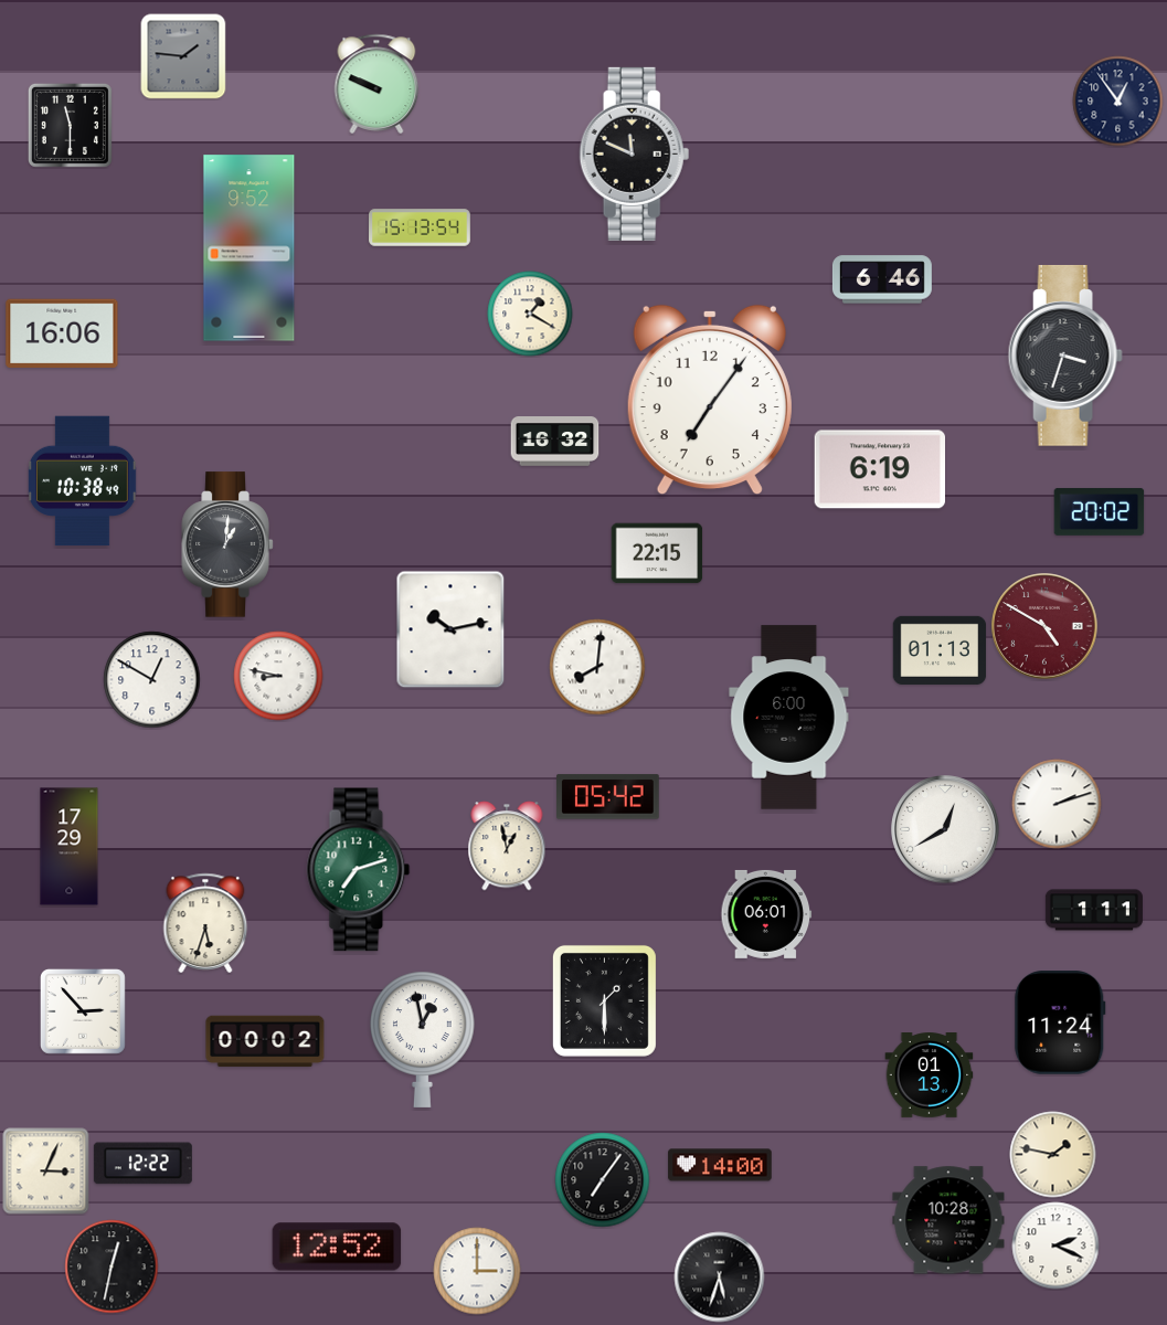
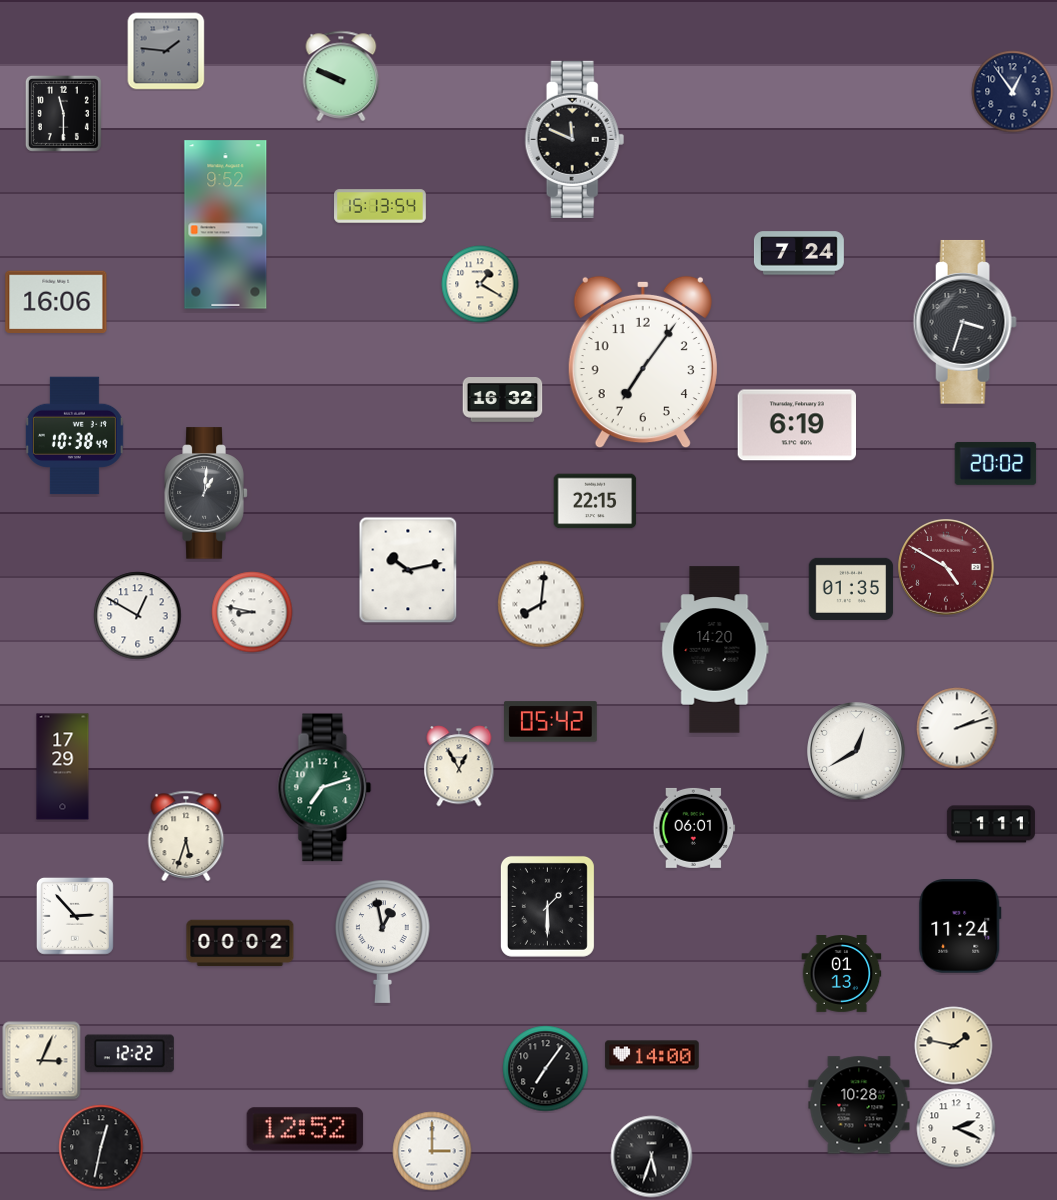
clock at (882, 279): 6:46 -> 7:24
clock at (940, 650): 01:13 -> 01:35
clock at (789, 718): 6:00 -> 14:20
clock at (507, 846): 12:58 -> 12:55
